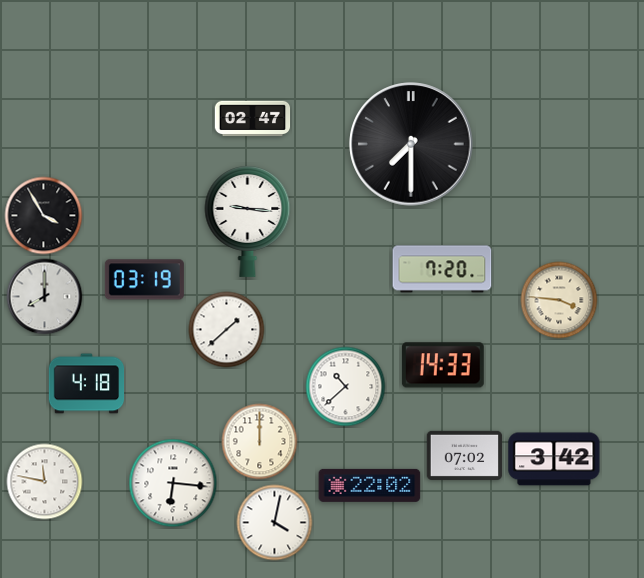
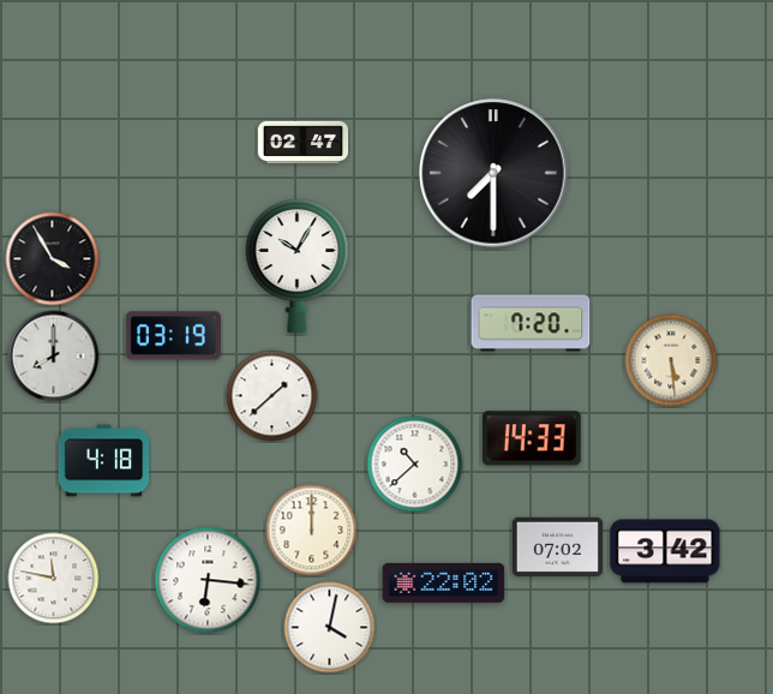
clock at (248, 222): 9:16 -> 10:05
clock at (559, 300): 3:46 -> 5:29
